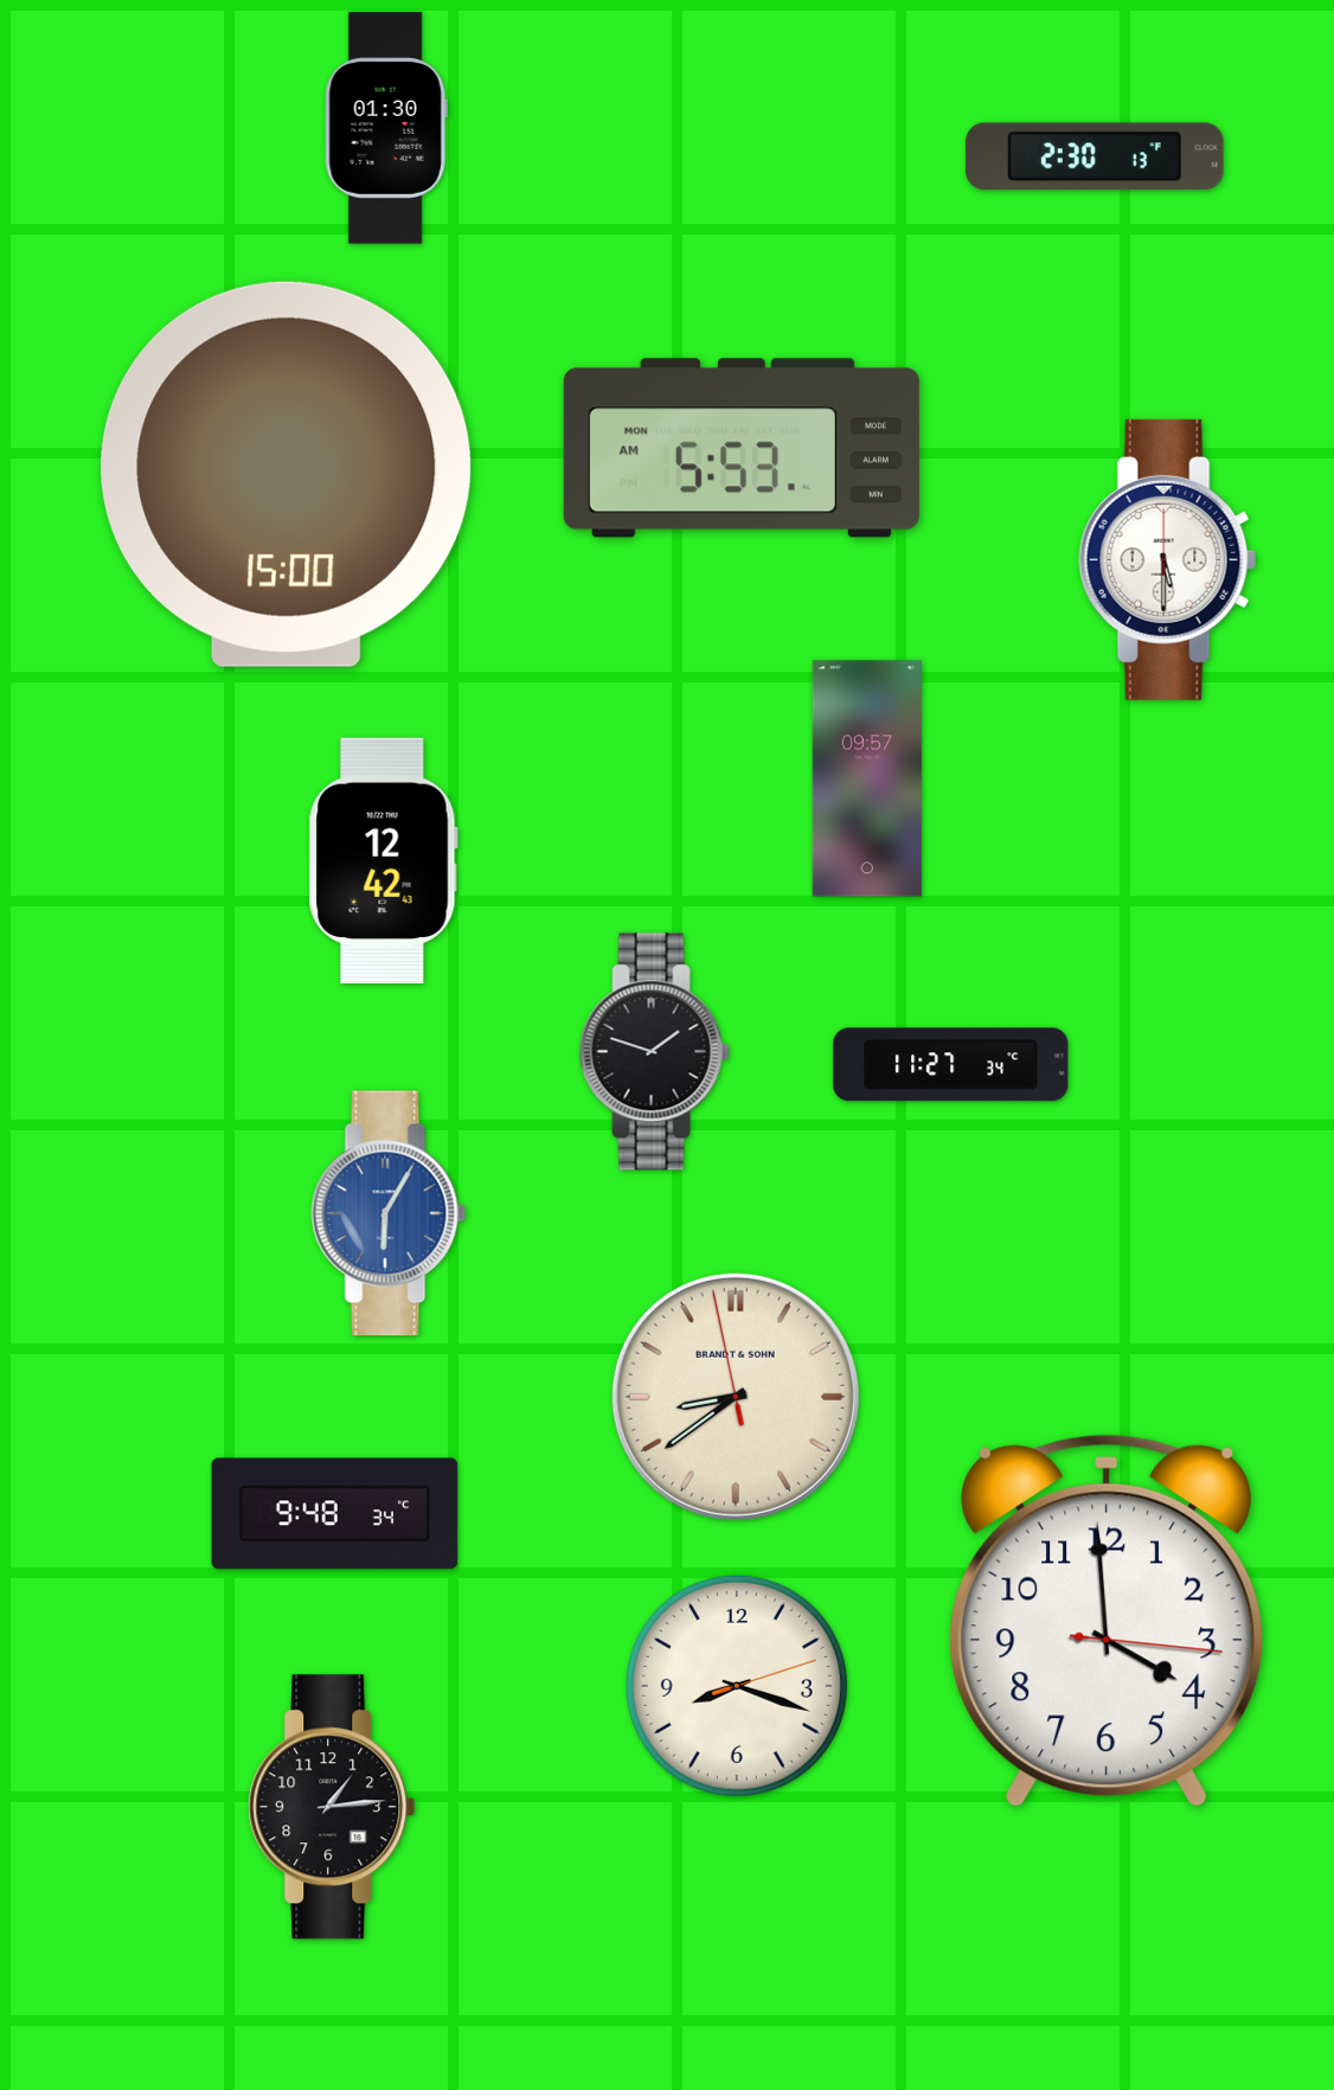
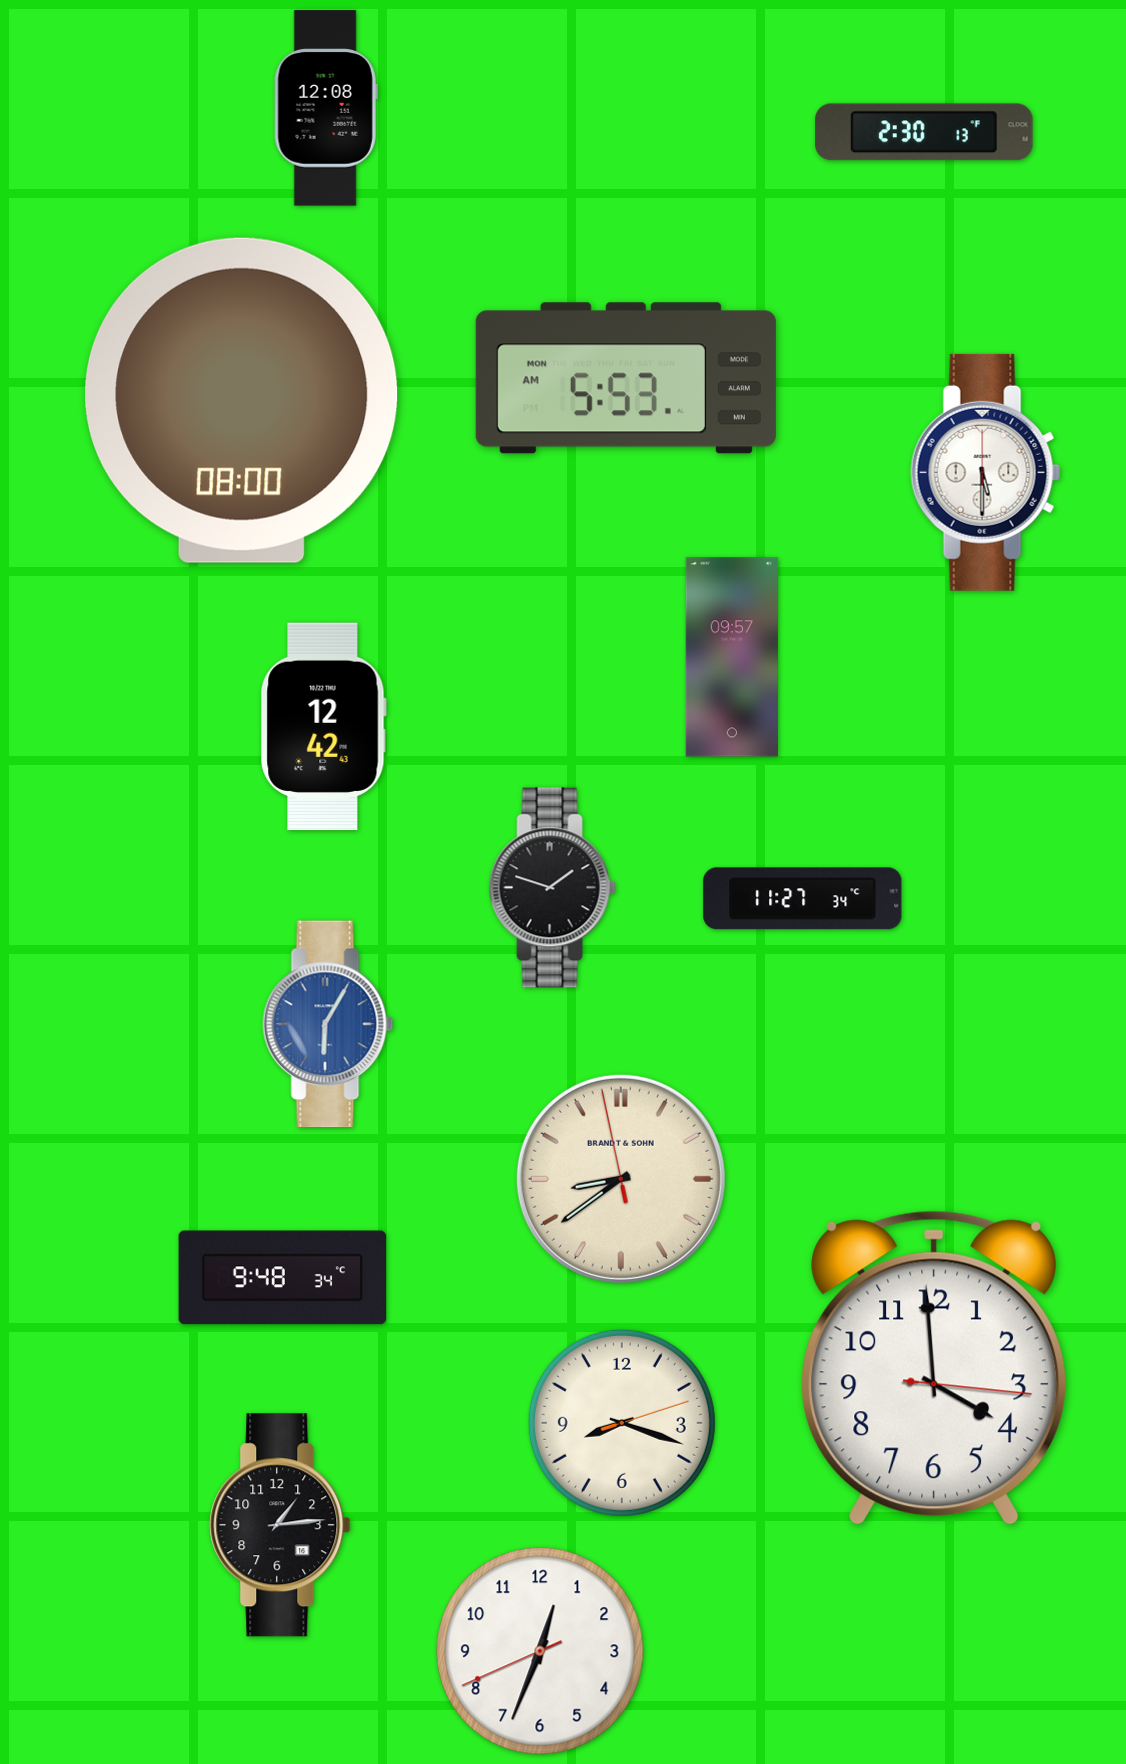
clock at (386, 128): 01:30 -> 12:08
clock at (287, 474): 15:00 -> 08:00
clock at (540, 1651): none -> 12:33
